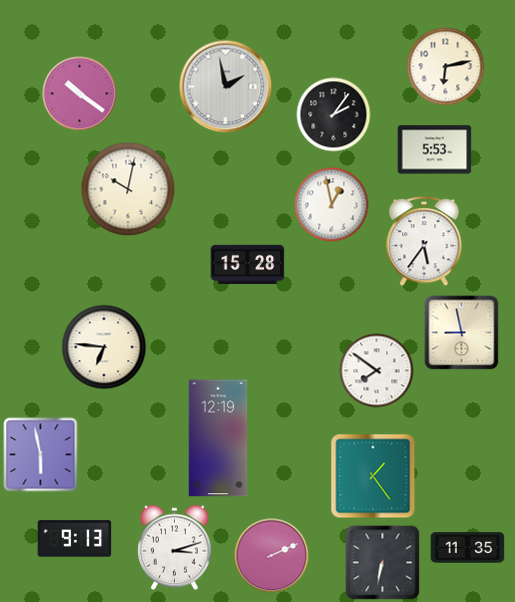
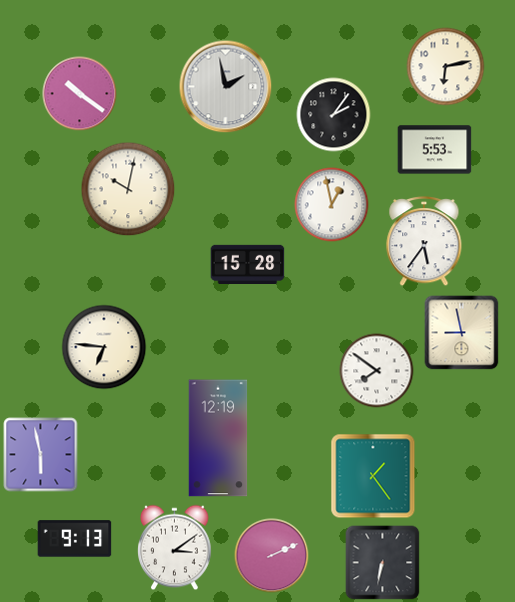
clock at (175, 548): 3:12 -> 3:09
clock at (468, 548): 11:35 -> none
